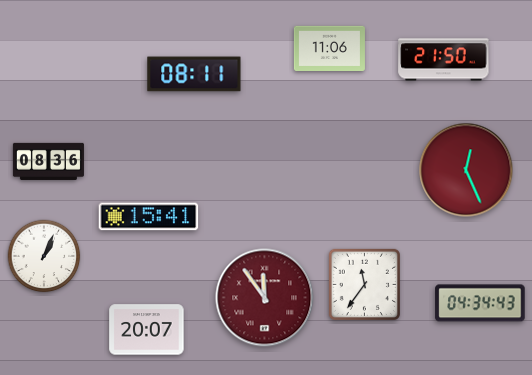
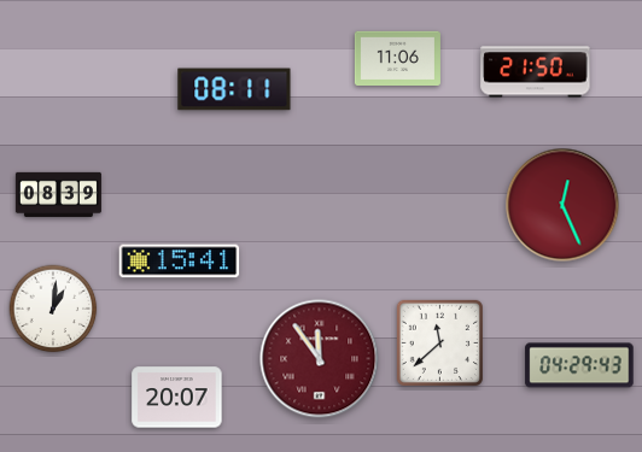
clock at (48, 161): 08:36 -> 08:39
clock at (44, 256): 1:04 -> 1:01
clock at (364, 284): 11:36 -> 11:38
clock at (480, 303): 04:34 -> 04:29
